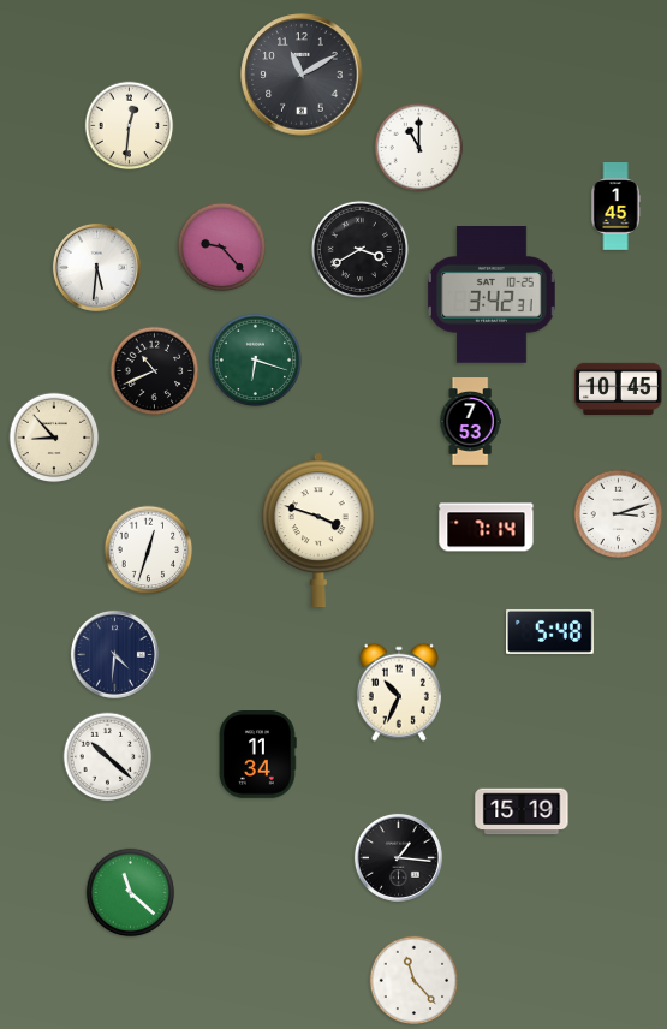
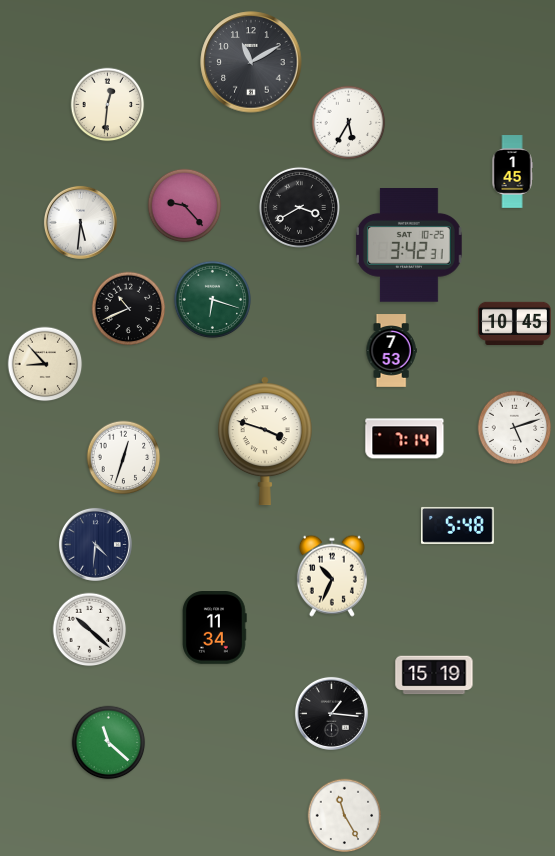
clock at (419, 148): 11:00 -> 5:35
clock at (619, 514): 3:12 -> 5:12
clock at (415, 981): 11:23 -> 11:25
